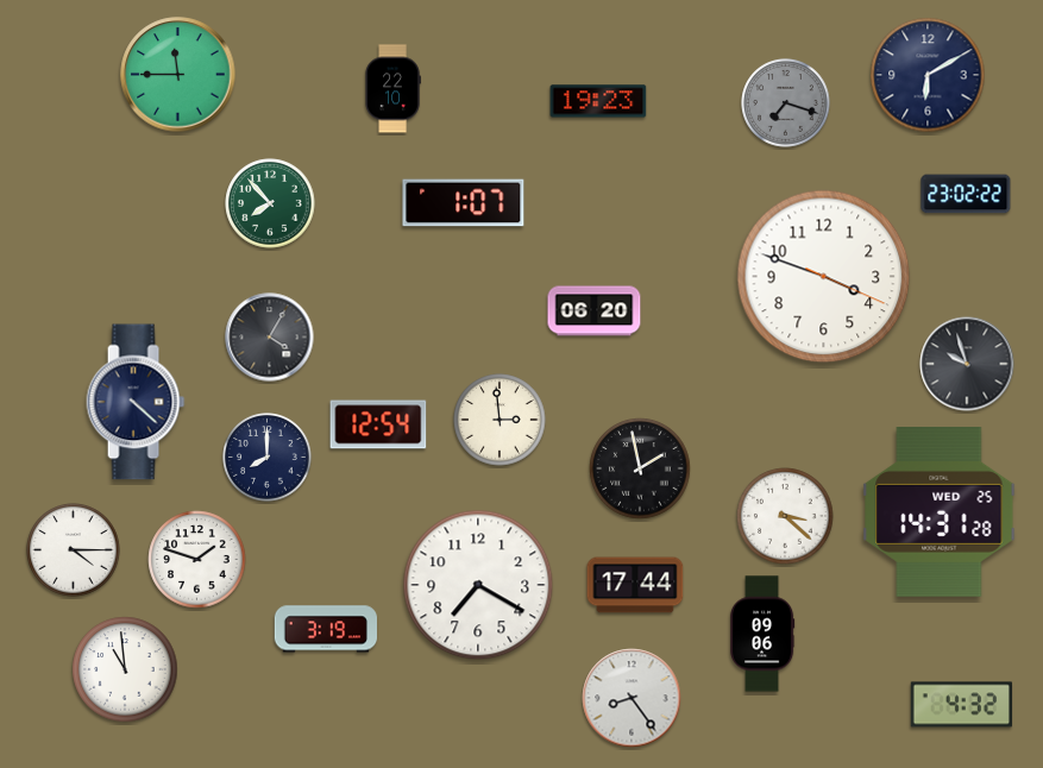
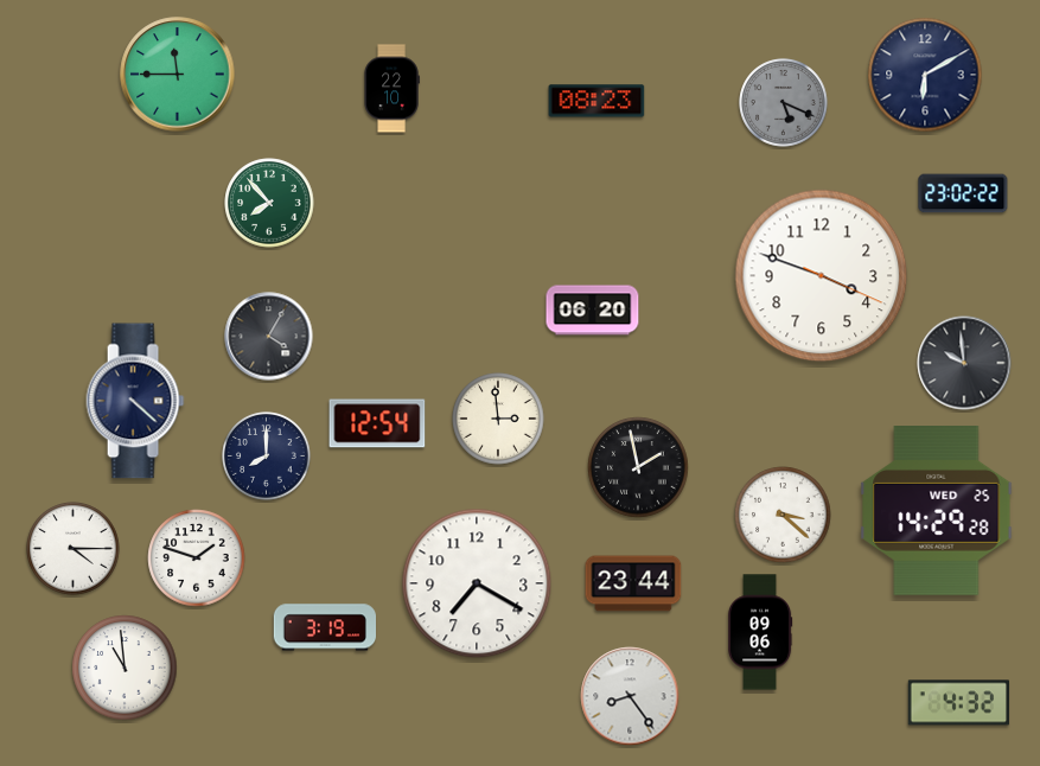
clock at (598, 101): 19:23 -> 08:23
clock at (786, 103): 7:18 -> 5:19
clock at (464, 203): 1:07 -> none
clock at (967, 364): 9:57 -> 9:59
clock at (940, 512): 14:31 -> 14:29
clock at (635, 585): 17:44 -> 23:44
